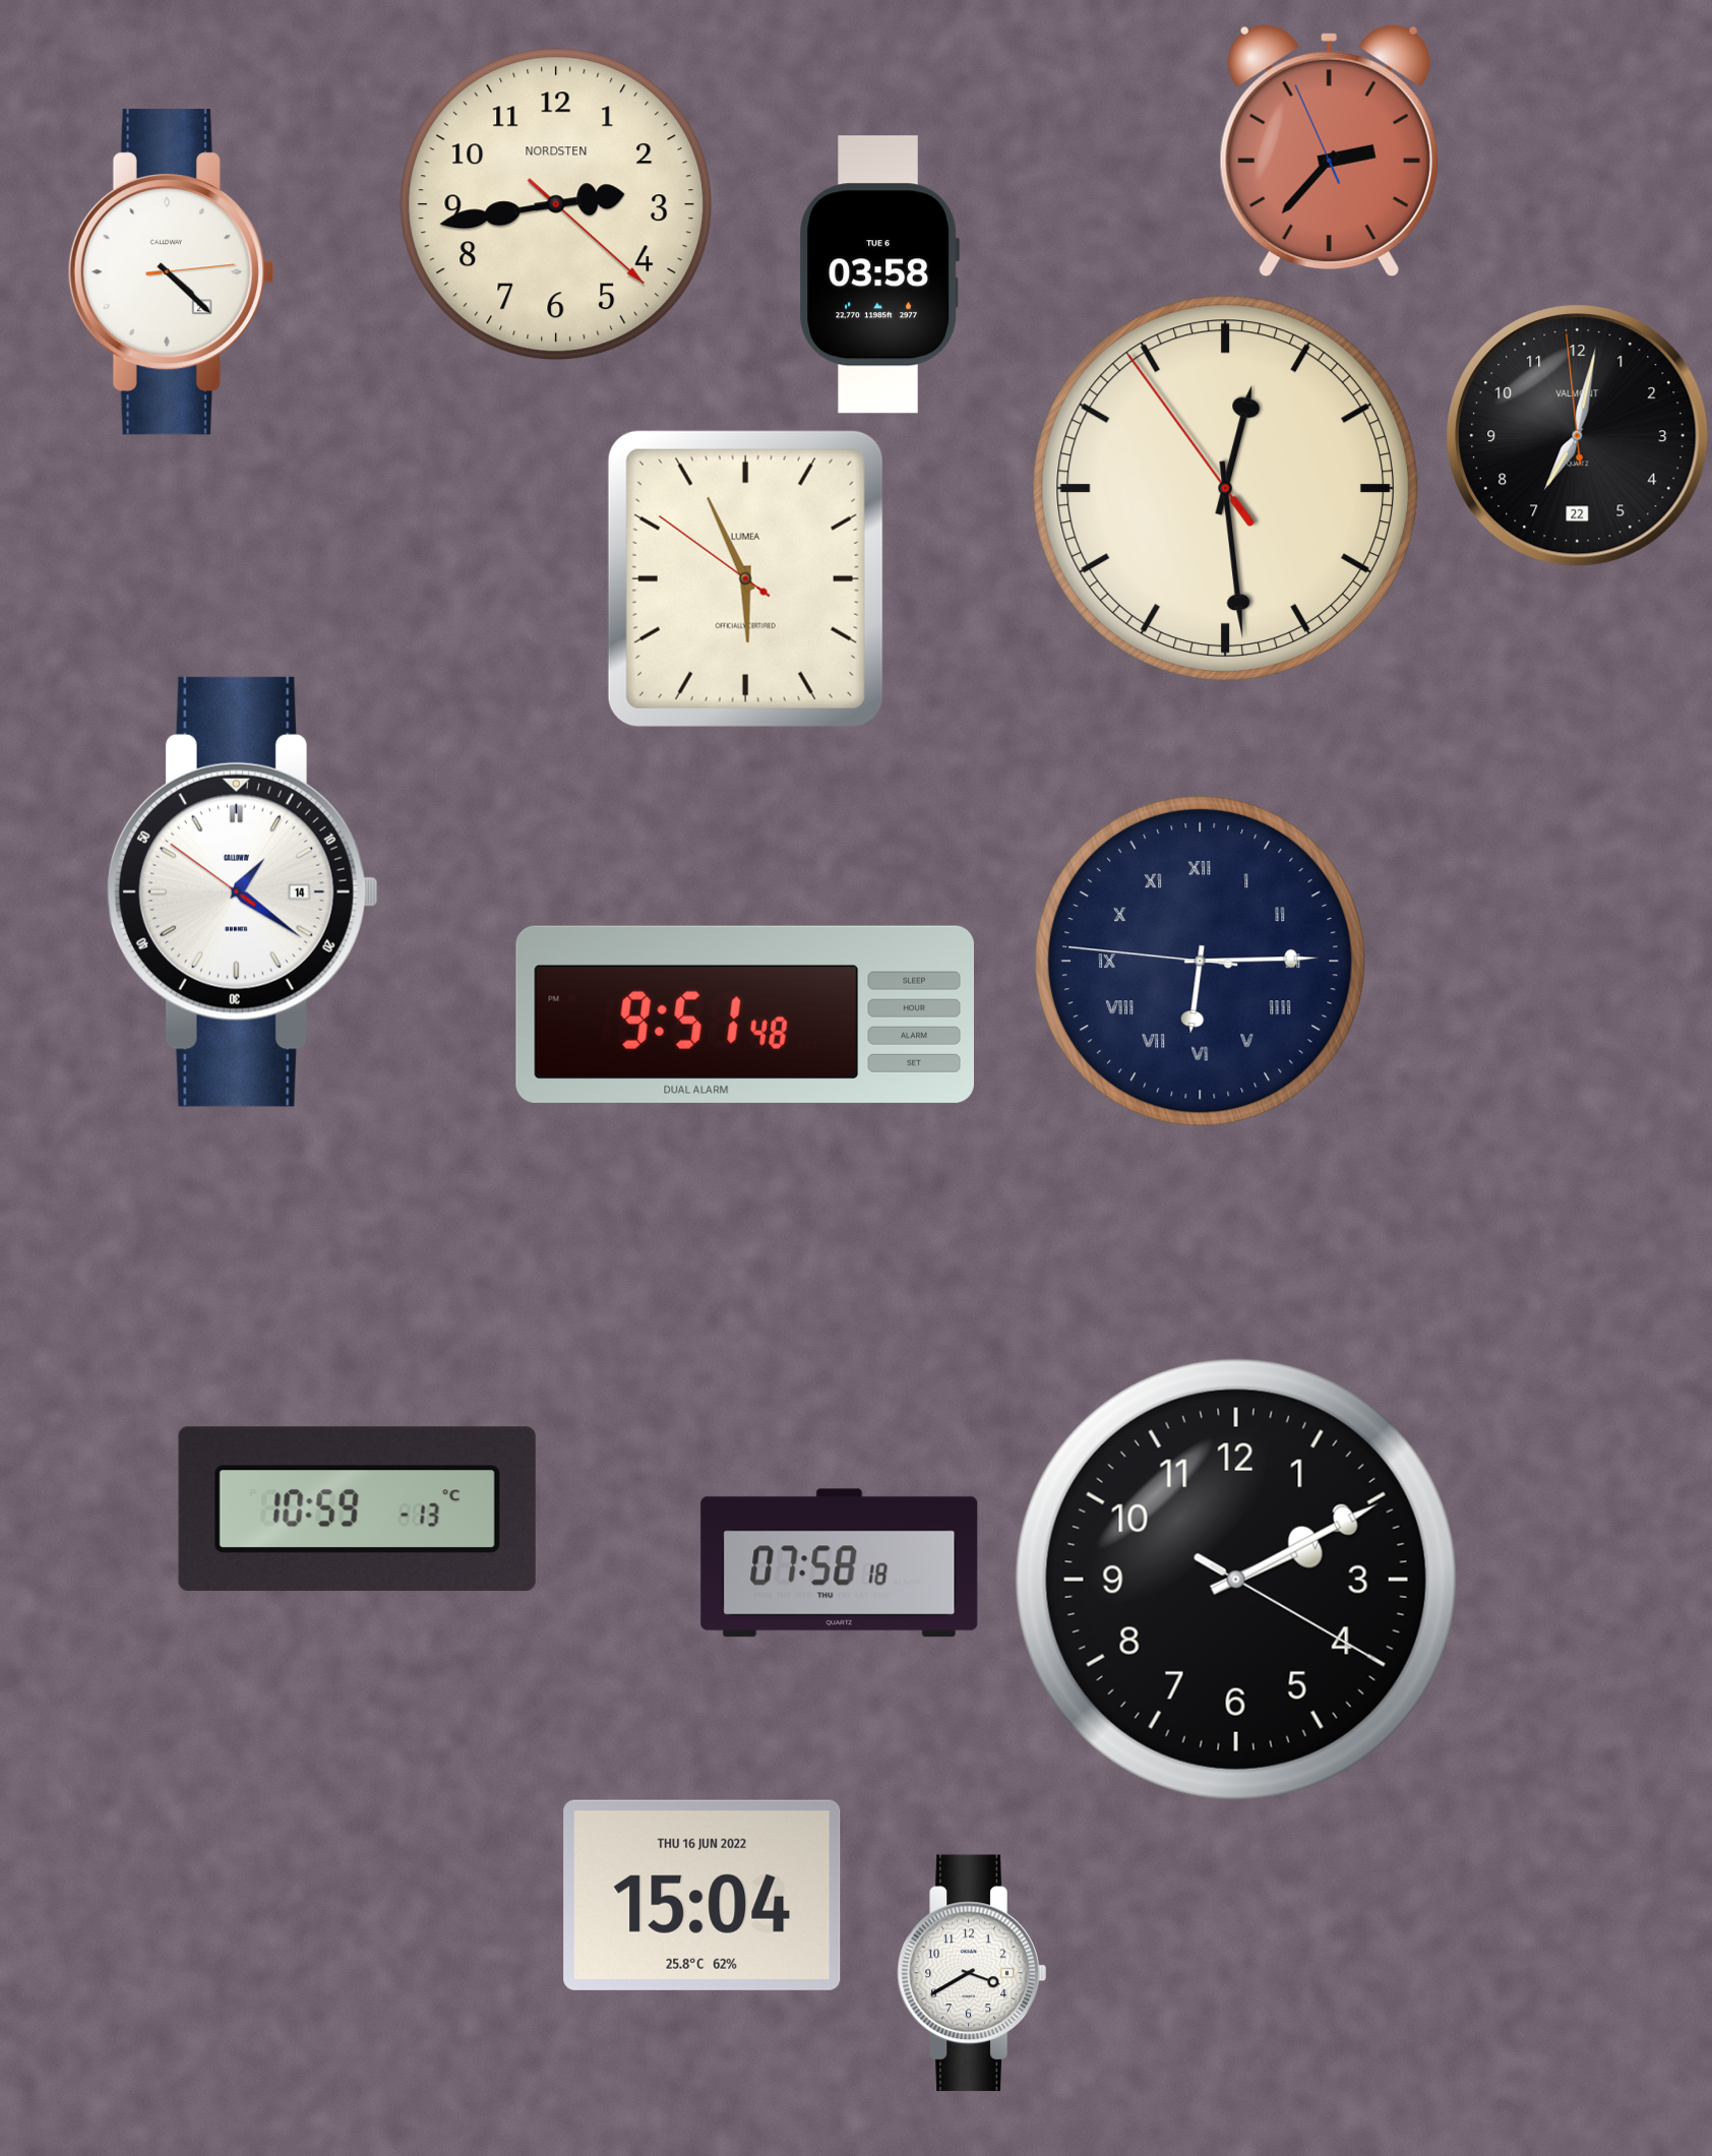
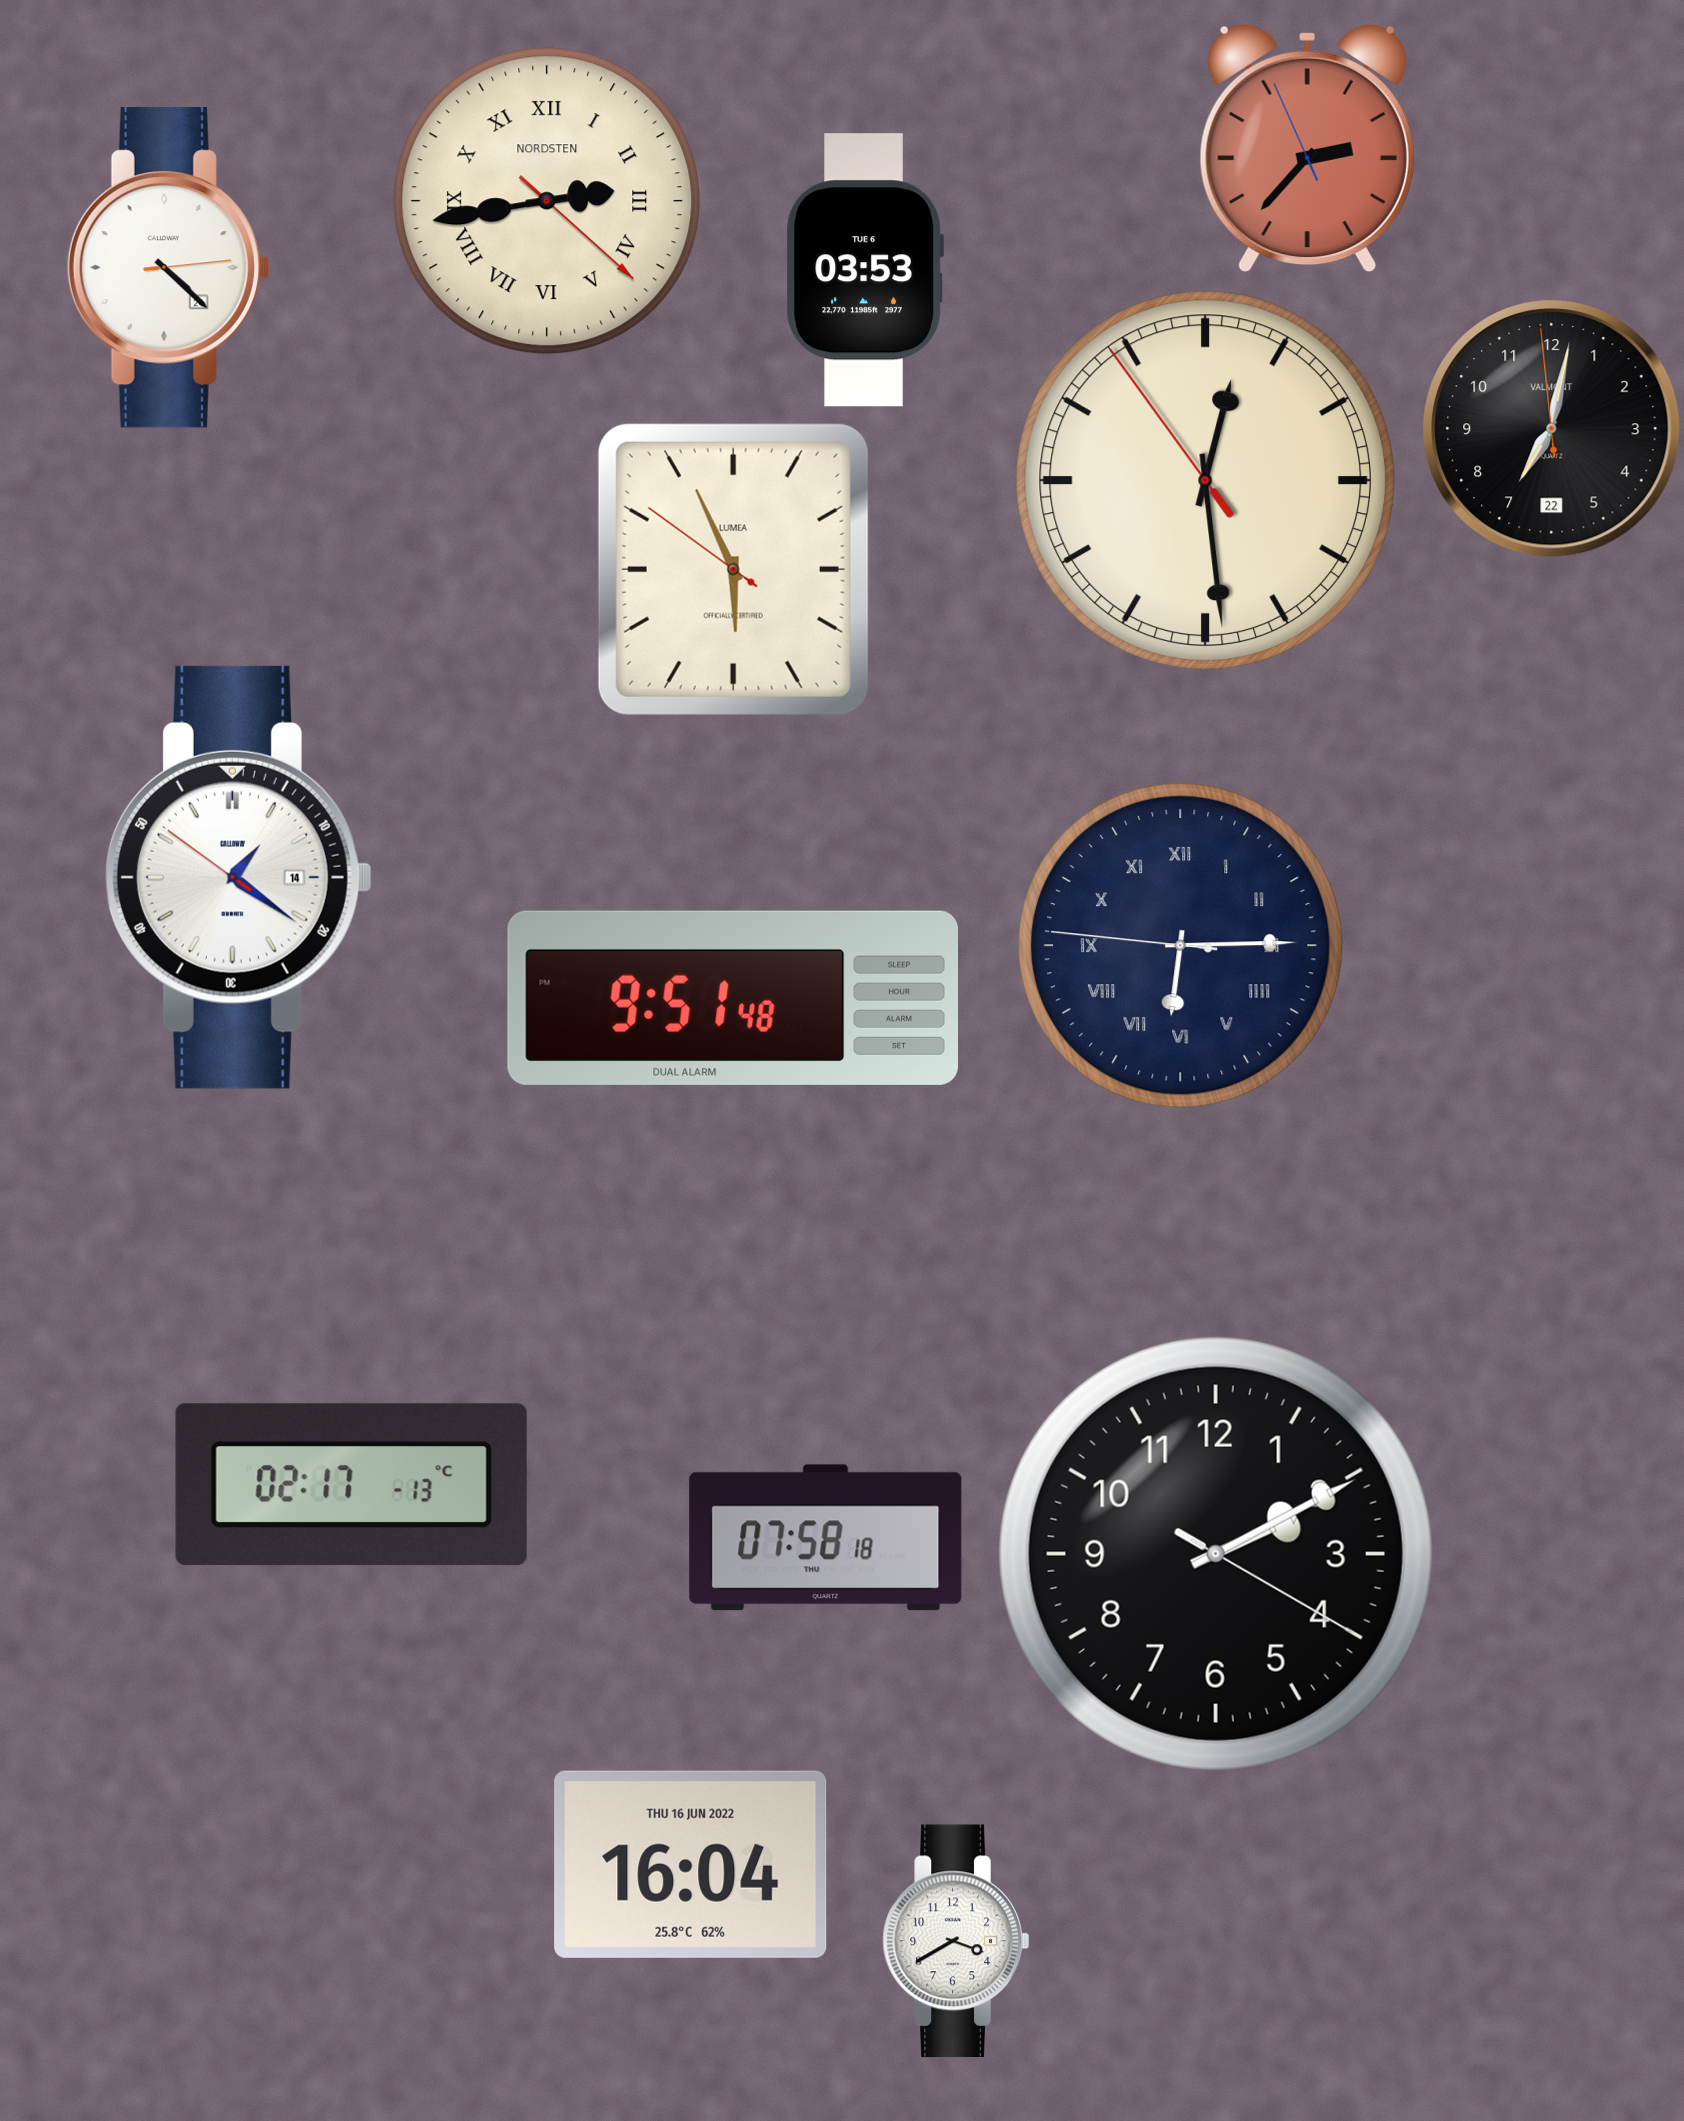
clock at (556, 204) numerals: Arabic -> Roman
clock at (879, 274): 03:58 -> 03:53
clock at (357, 1508): 10:59 -> 02:17
clock at (702, 1895): 15:04 -> 16:04
